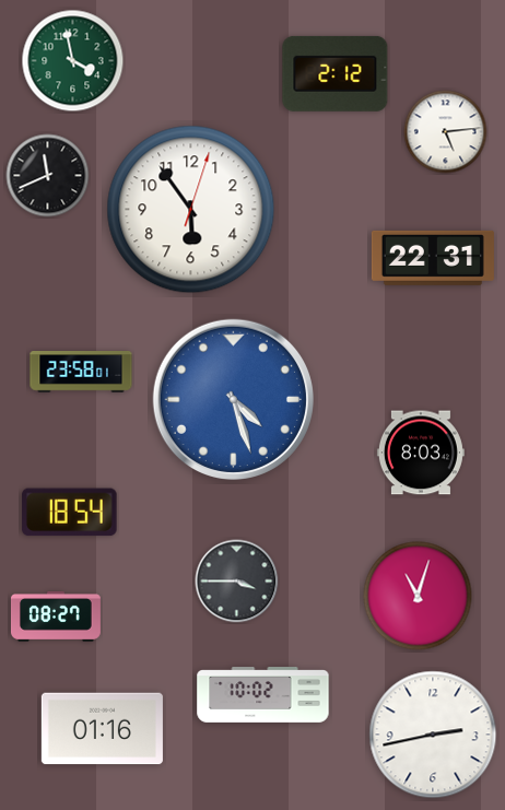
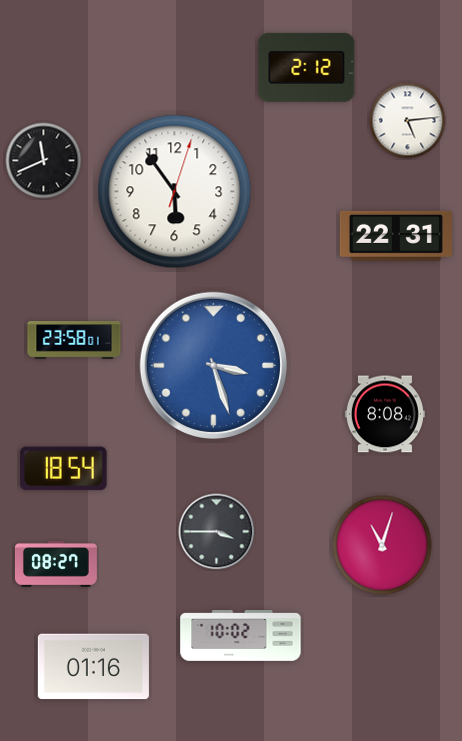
clock at (73, 61): 3:58 -> none
clock at (233, 399): 4:27 -> 3:27
clock at (421, 453): 8:03 -> 8:08
clock at (56, 617) position: (56, 617) -> (56, 564)
clock at (433, 735): 2:43 -> none
